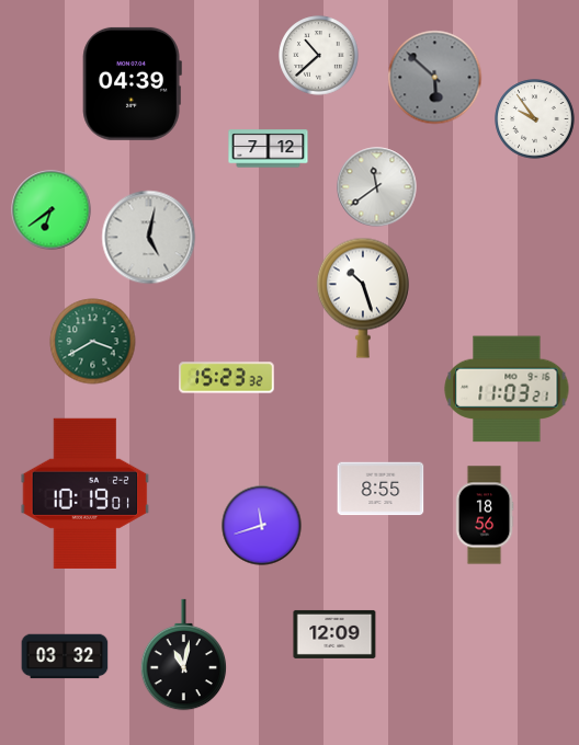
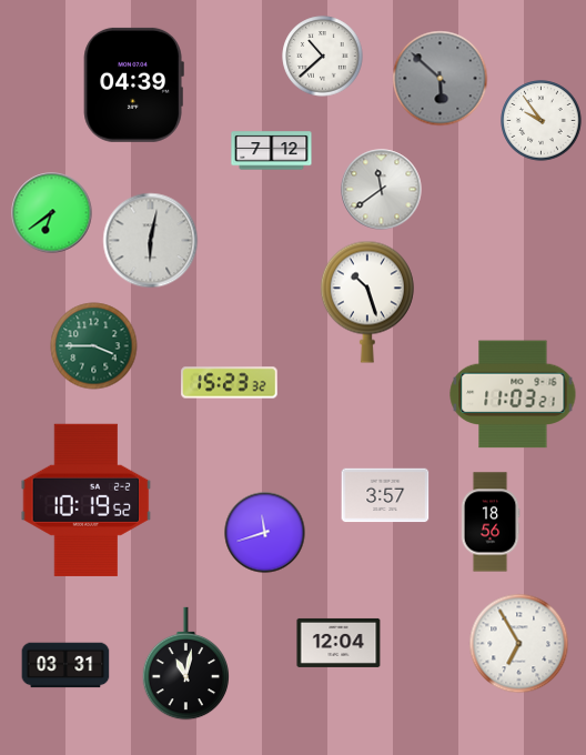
clock at (149, 238): 5:02 -> 6:02
clock at (93, 342): 3:40 -> 3:45
clock at (381, 489): 8:55 -> 3:57
clock at (86, 493): 10:19:01 -> 10:19:52
clock at (334, 634): 12:09 -> 12:04
clock at (519, 644): none -> 6:55
clock at (65, 656): 03:32 -> 03:31
